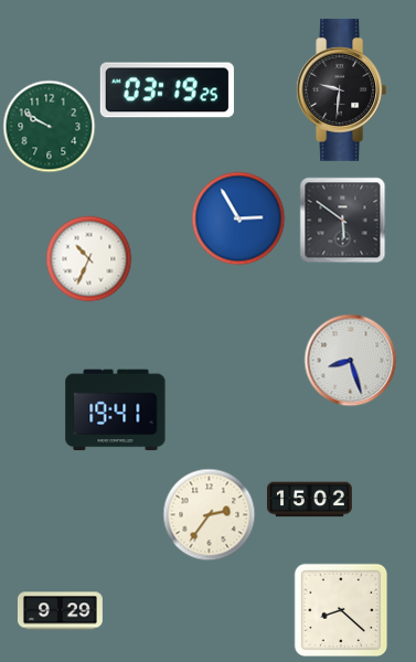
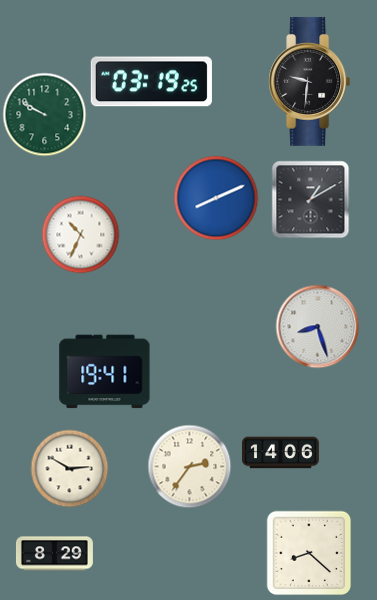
clock at (238, 218): 2:55 -> 8:11
clock at (342, 220): 5:51 -> 1:10
clock at (309, 500): 15:02 -> 14:06
clock at (69, 468): none -> 2:50
clock at (60, 611): 9:29 -> 8:29
